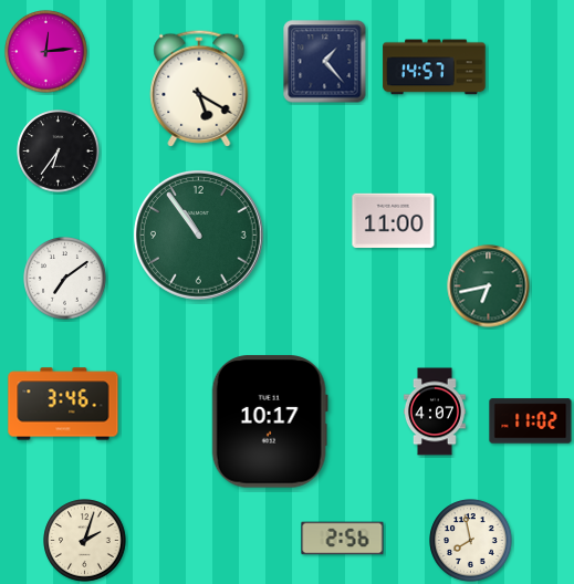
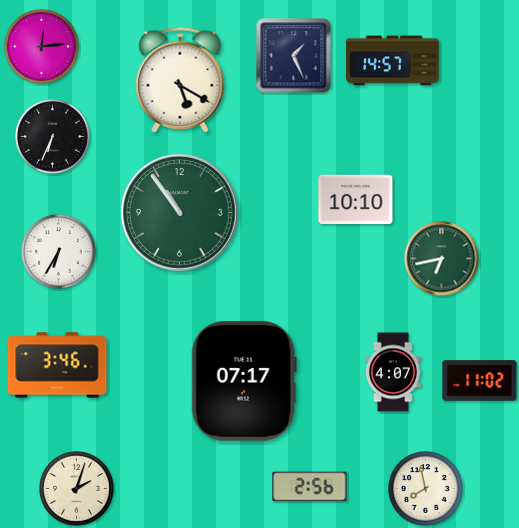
clock at (325, 62): 1:23 -> 1:26
clock at (59, 152): 6:36 -> 6:34
clock at (394, 221): 11:00 -> 10:10
clock at (65, 279): 7:09 -> 6:35
clock at (270, 421): 10:17 -> 07:17
